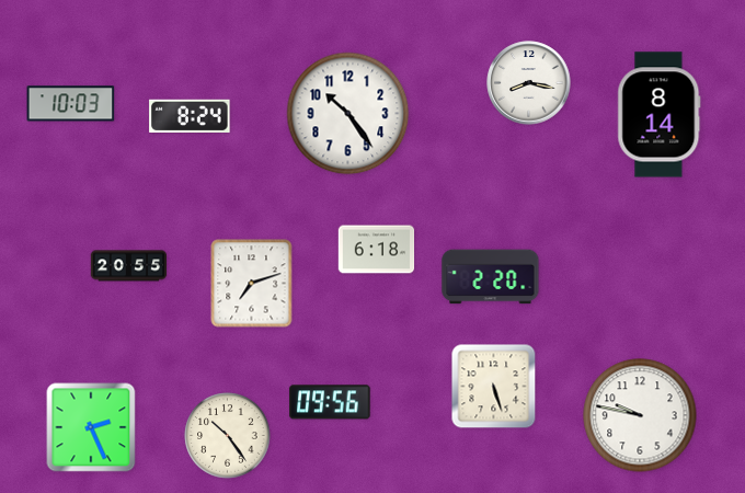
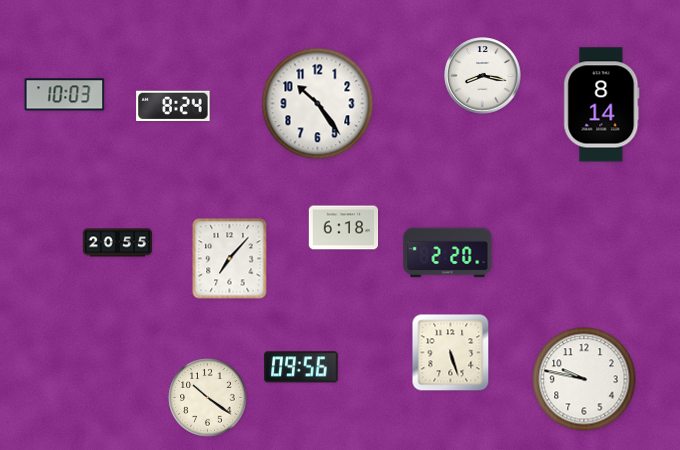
clock at (252, 284): 7:12 -> 7:07
clock at (91, 427): 2:26 -> none
clock at (228, 436): 10:24 -> 10:21
